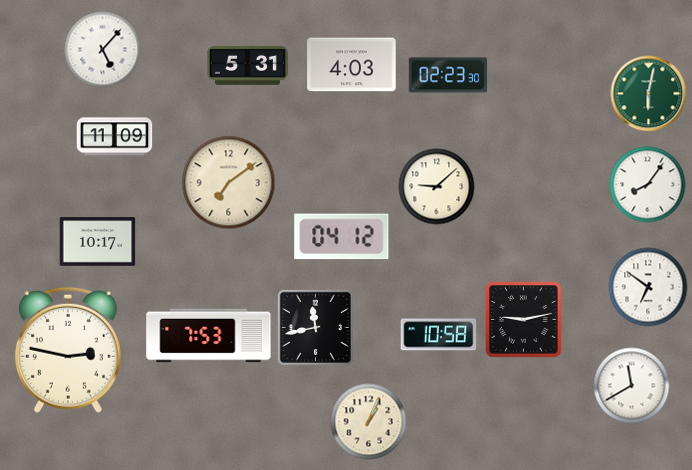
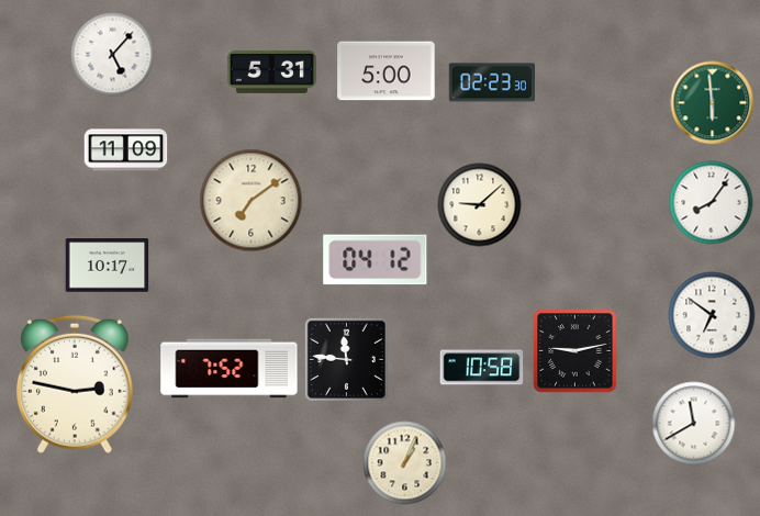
clock at (352, 65): 4:03 -> 5:00
clock at (649, 94): 6:02 -> 5:59
clock at (315, 327): 11:43 -> 11:46
clock at (209, 336): 7:53 -> 7:52
